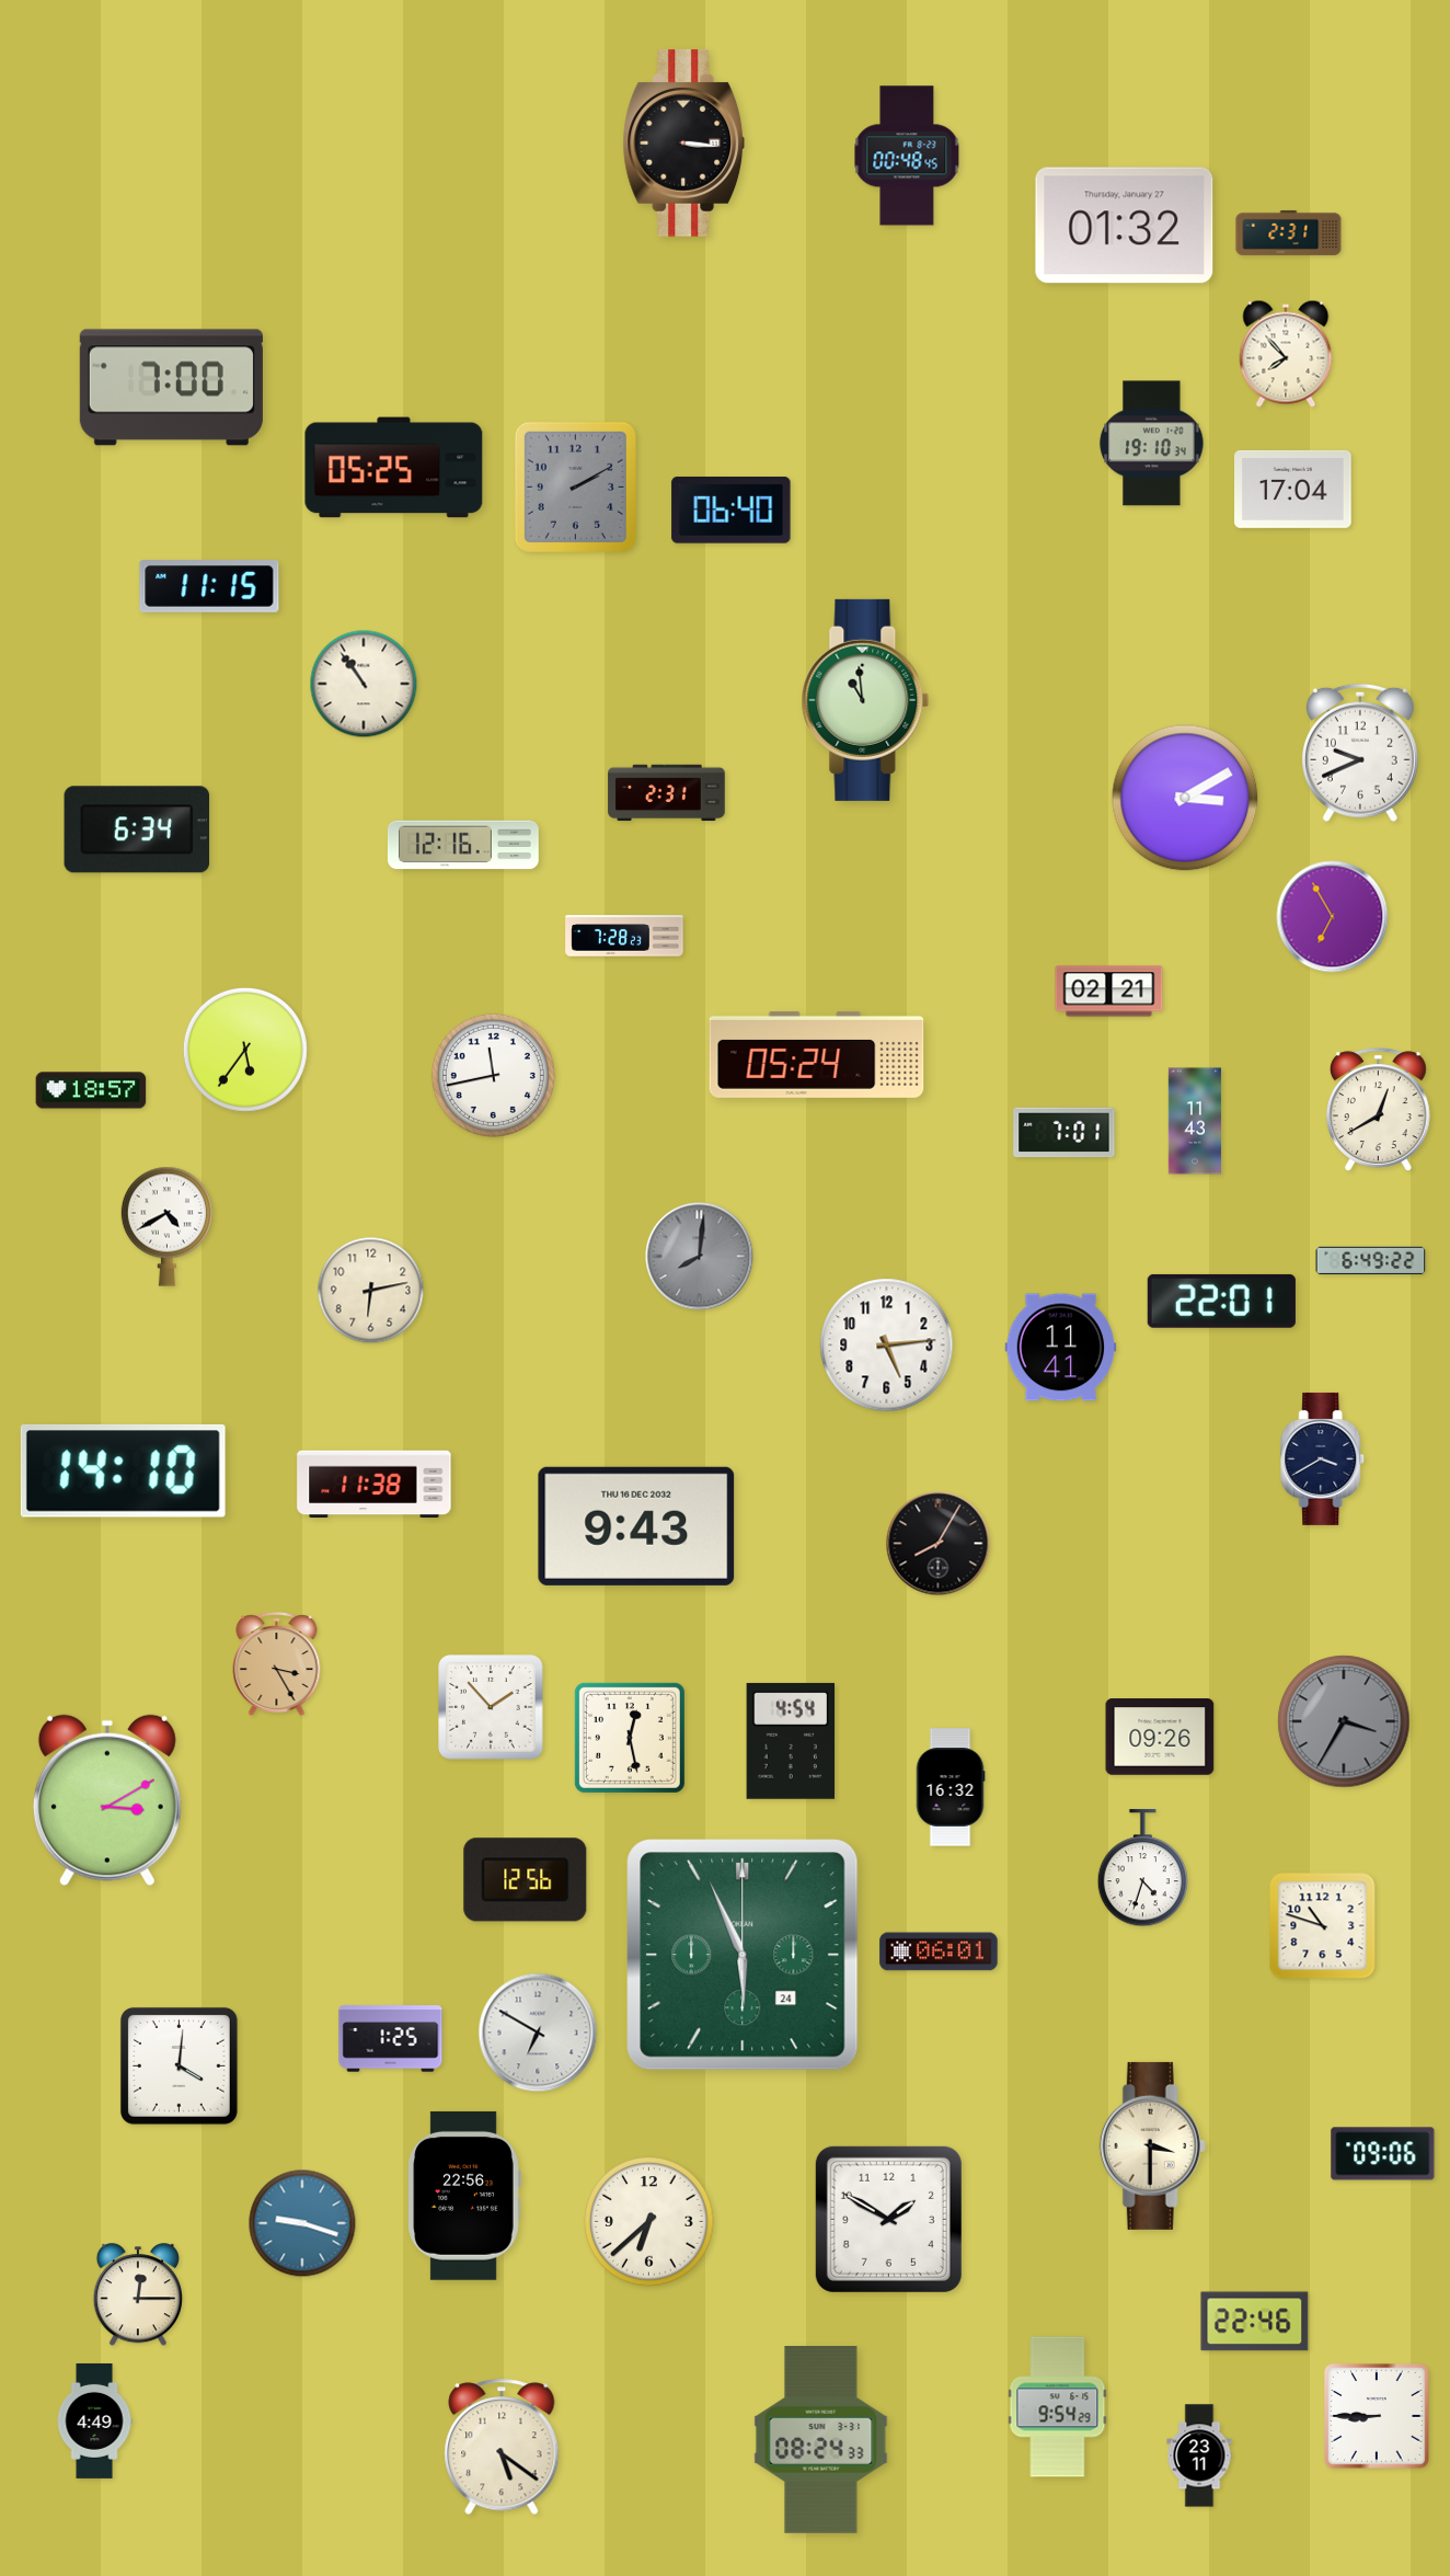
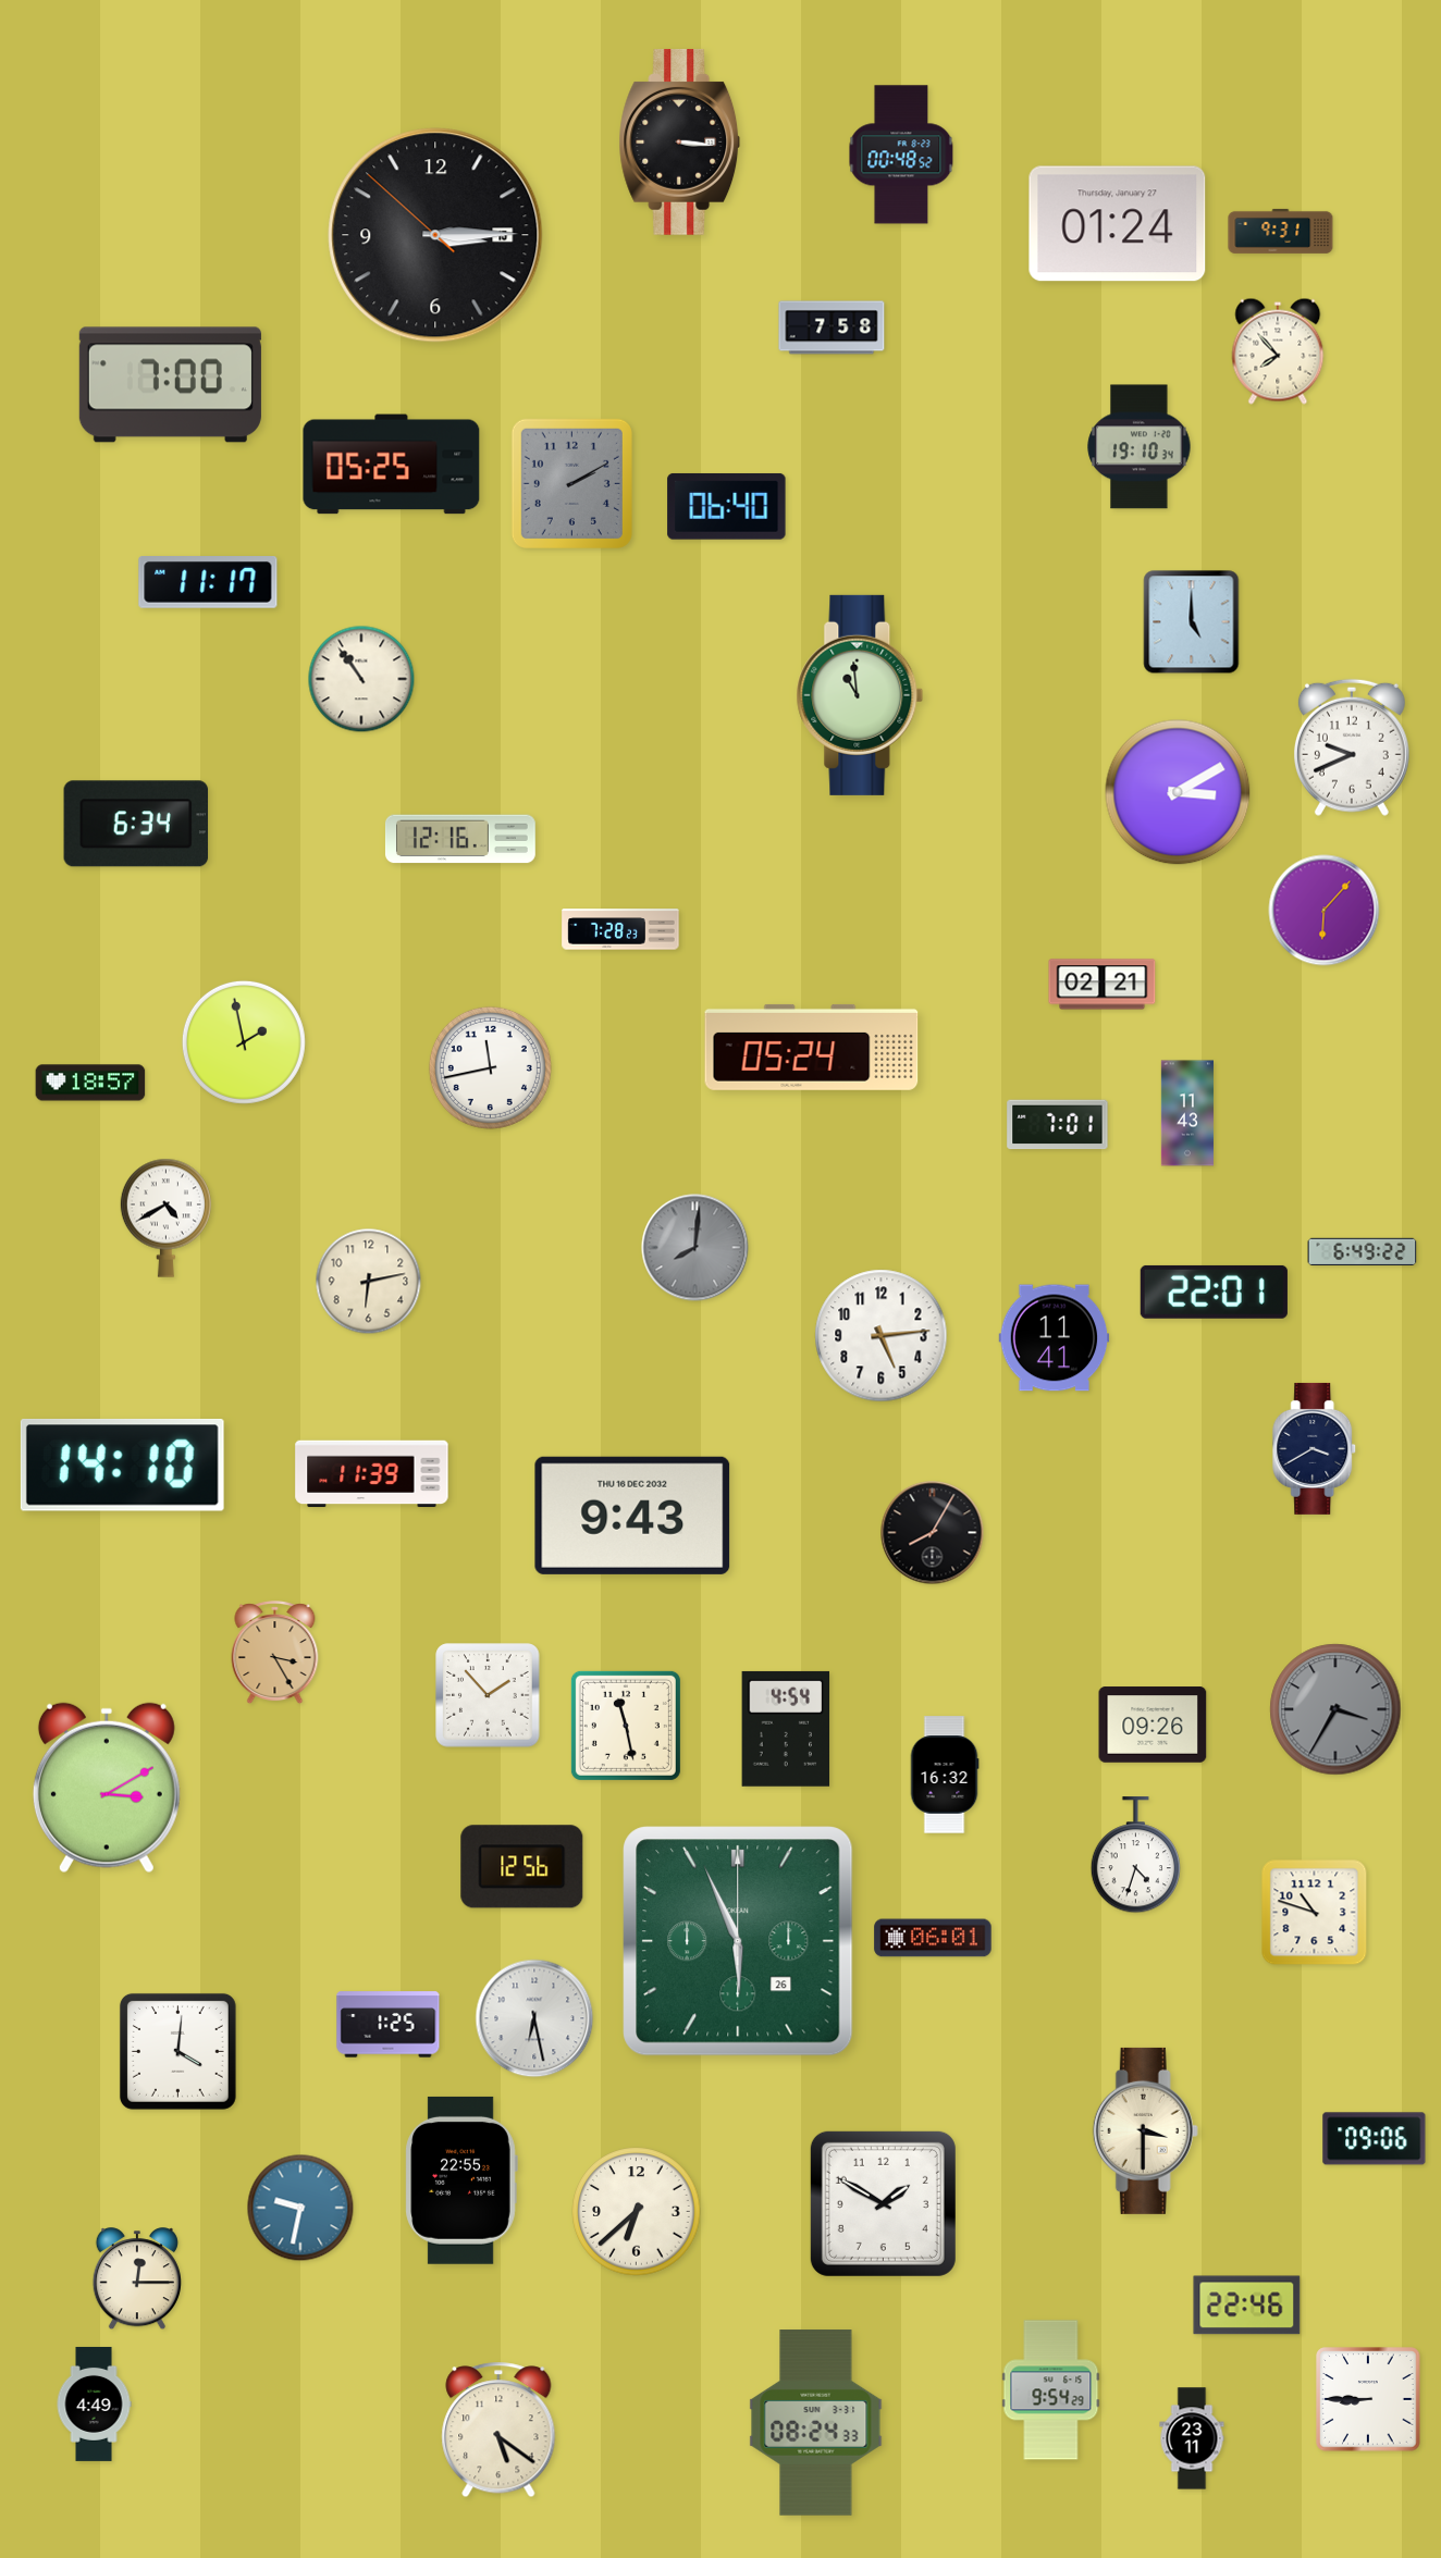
clock at (907, 156): 00:48:45 -> 00:48:52
clock at (1125, 226): 01:32 -> 01:24
clock at (1289, 232): 2:31 -> 9:31
clock at (435, 235): none -> 3:14
clock at (832, 328): none -> 7:58
clock at (1152, 444) position: (1152, 444) -> (1140, 447)
clock at (1293, 489): 17:04 -> none
clock at (209, 587): 11:15 -> 11:17
clock at (1192, 622): none -> 5:00
clock at (667, 793): 2:31 -> none
clock at (1333, 917): 6:55 -> 6:07
clock at (245, 1050): 5:36 -> 1:58
clock at (1378, 1110): 12:40 -> none
clock at (123, 1470) position: (123, 1470) -> (122, 1465)
clock at (375, 1485): 11:38 -> 11:39
clock at (630, 1738): 12:28 -> 11:28
clock at (743, 1955) date: 24 -> 26
clock at (538, 2033): 6:50 -> 6:28
clock at (464, 2196): 22:56 -> 22:55
clock at (649, 2222) position: (649, 2222) -> (637, 2212)
clock at (302, 2223): 9:18 -> 9:32
